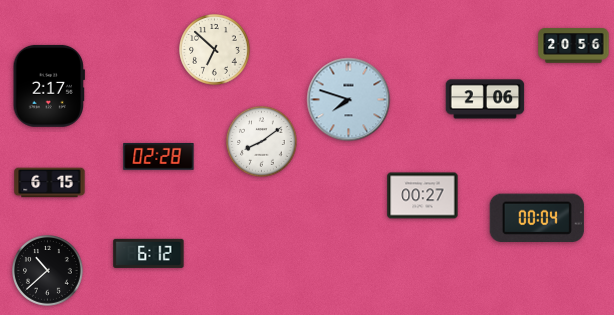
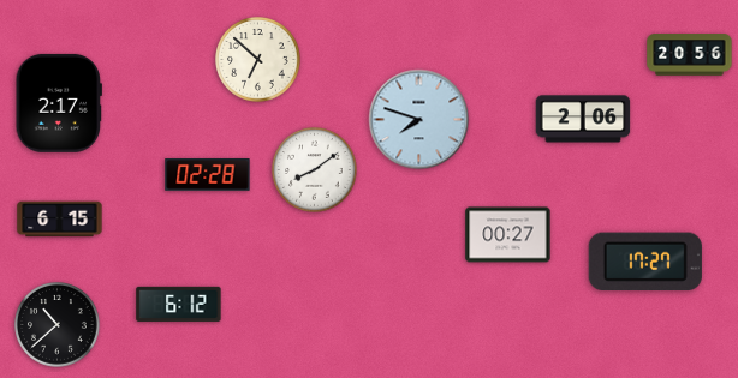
clock at (159, 157) position: (159, 157) -> (208, 175)
clock at (537, 217): 00:04 -> 17:27
